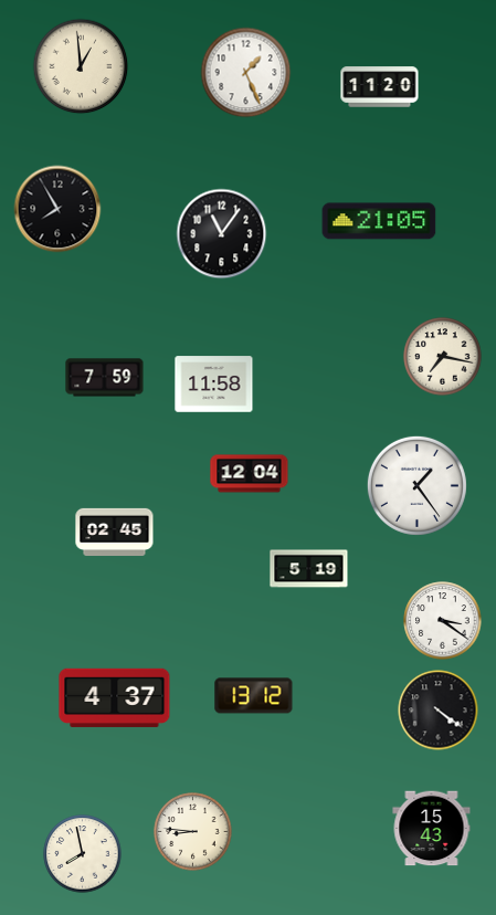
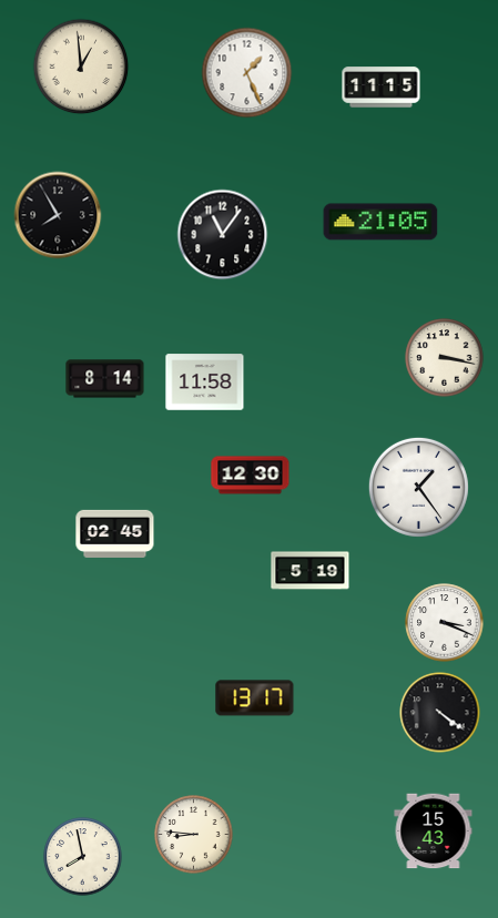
clock at (380, 87): 11:20 -> 11:15
clock at (57, 209) position: (57, 209) -> (58, 215)
clock at (443, 357): 7:17 -> 3:17
clock at (105, 378): 7:59 -> 8:14
clock at (214, 385) position: (214, 385) -> (205, 382)
clock at (250, 474): 12:04 -> 12:30
clock at (443, 621): 3:21 -> 3:19
clock at (254, 696): 13:12 -> 13:17
clock at (115, 697): 4:37 -> none
